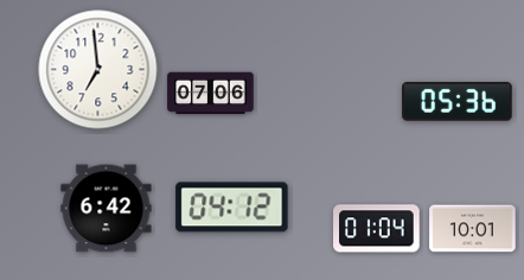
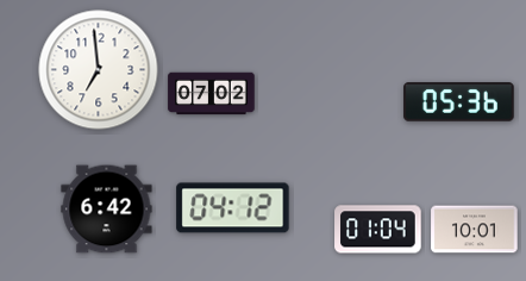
clock at (211, 94): 07:06 -> 07:02
